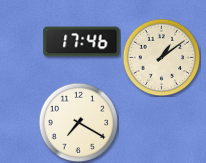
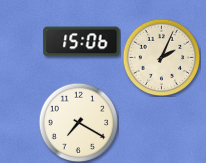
clock at (82, 42): 17:46 -> 15:06
clock at (161, 57): 1:09 -> 2:04
